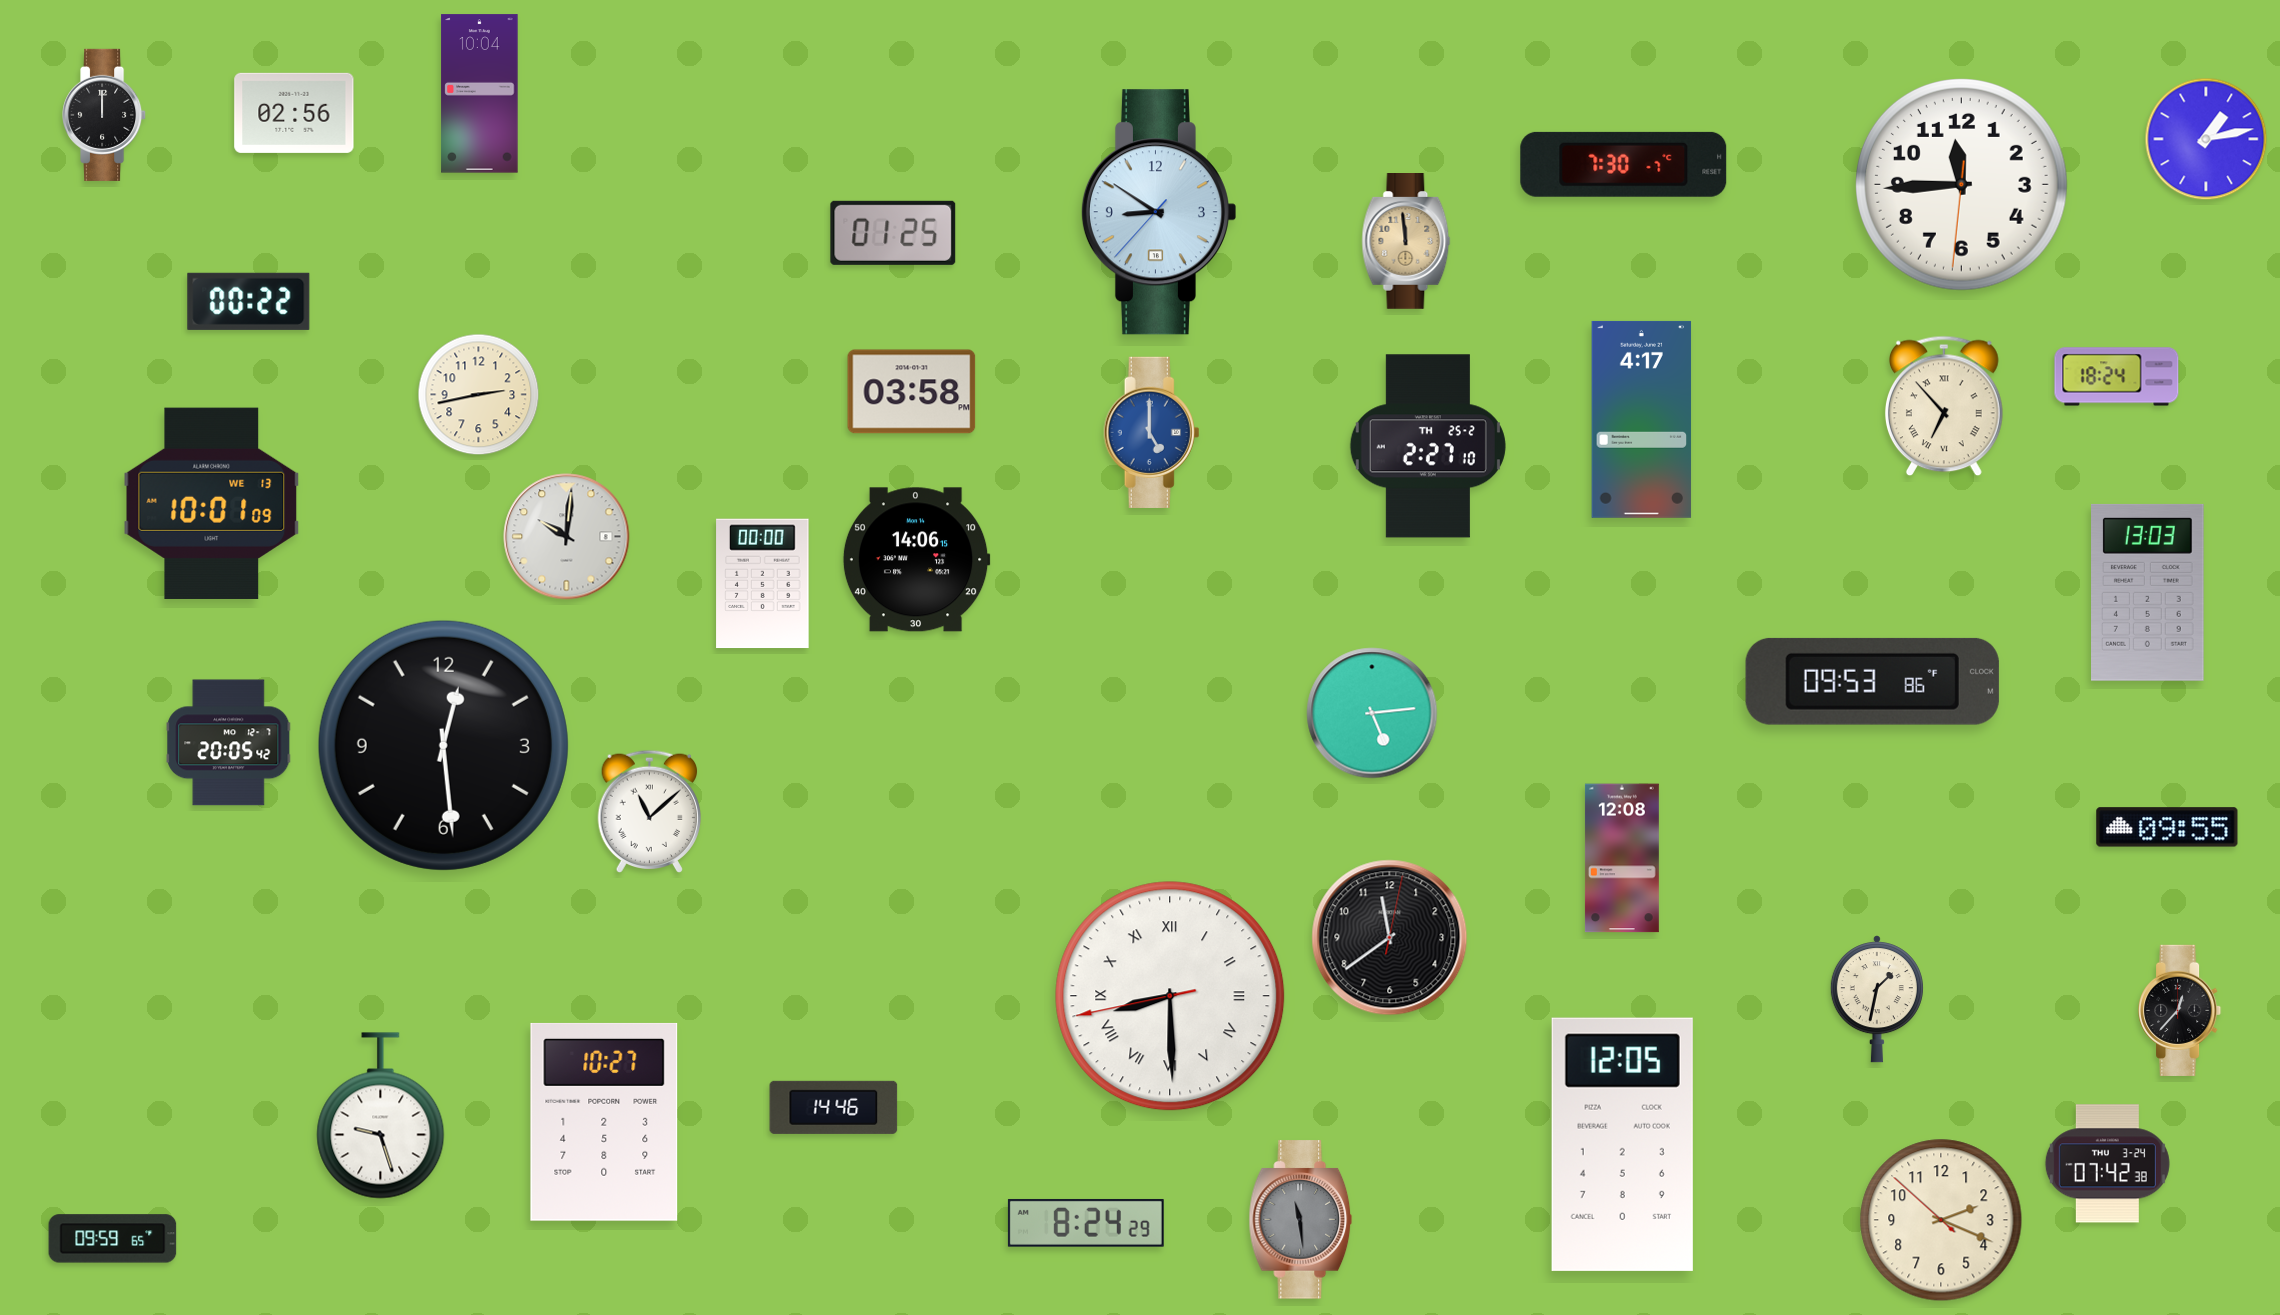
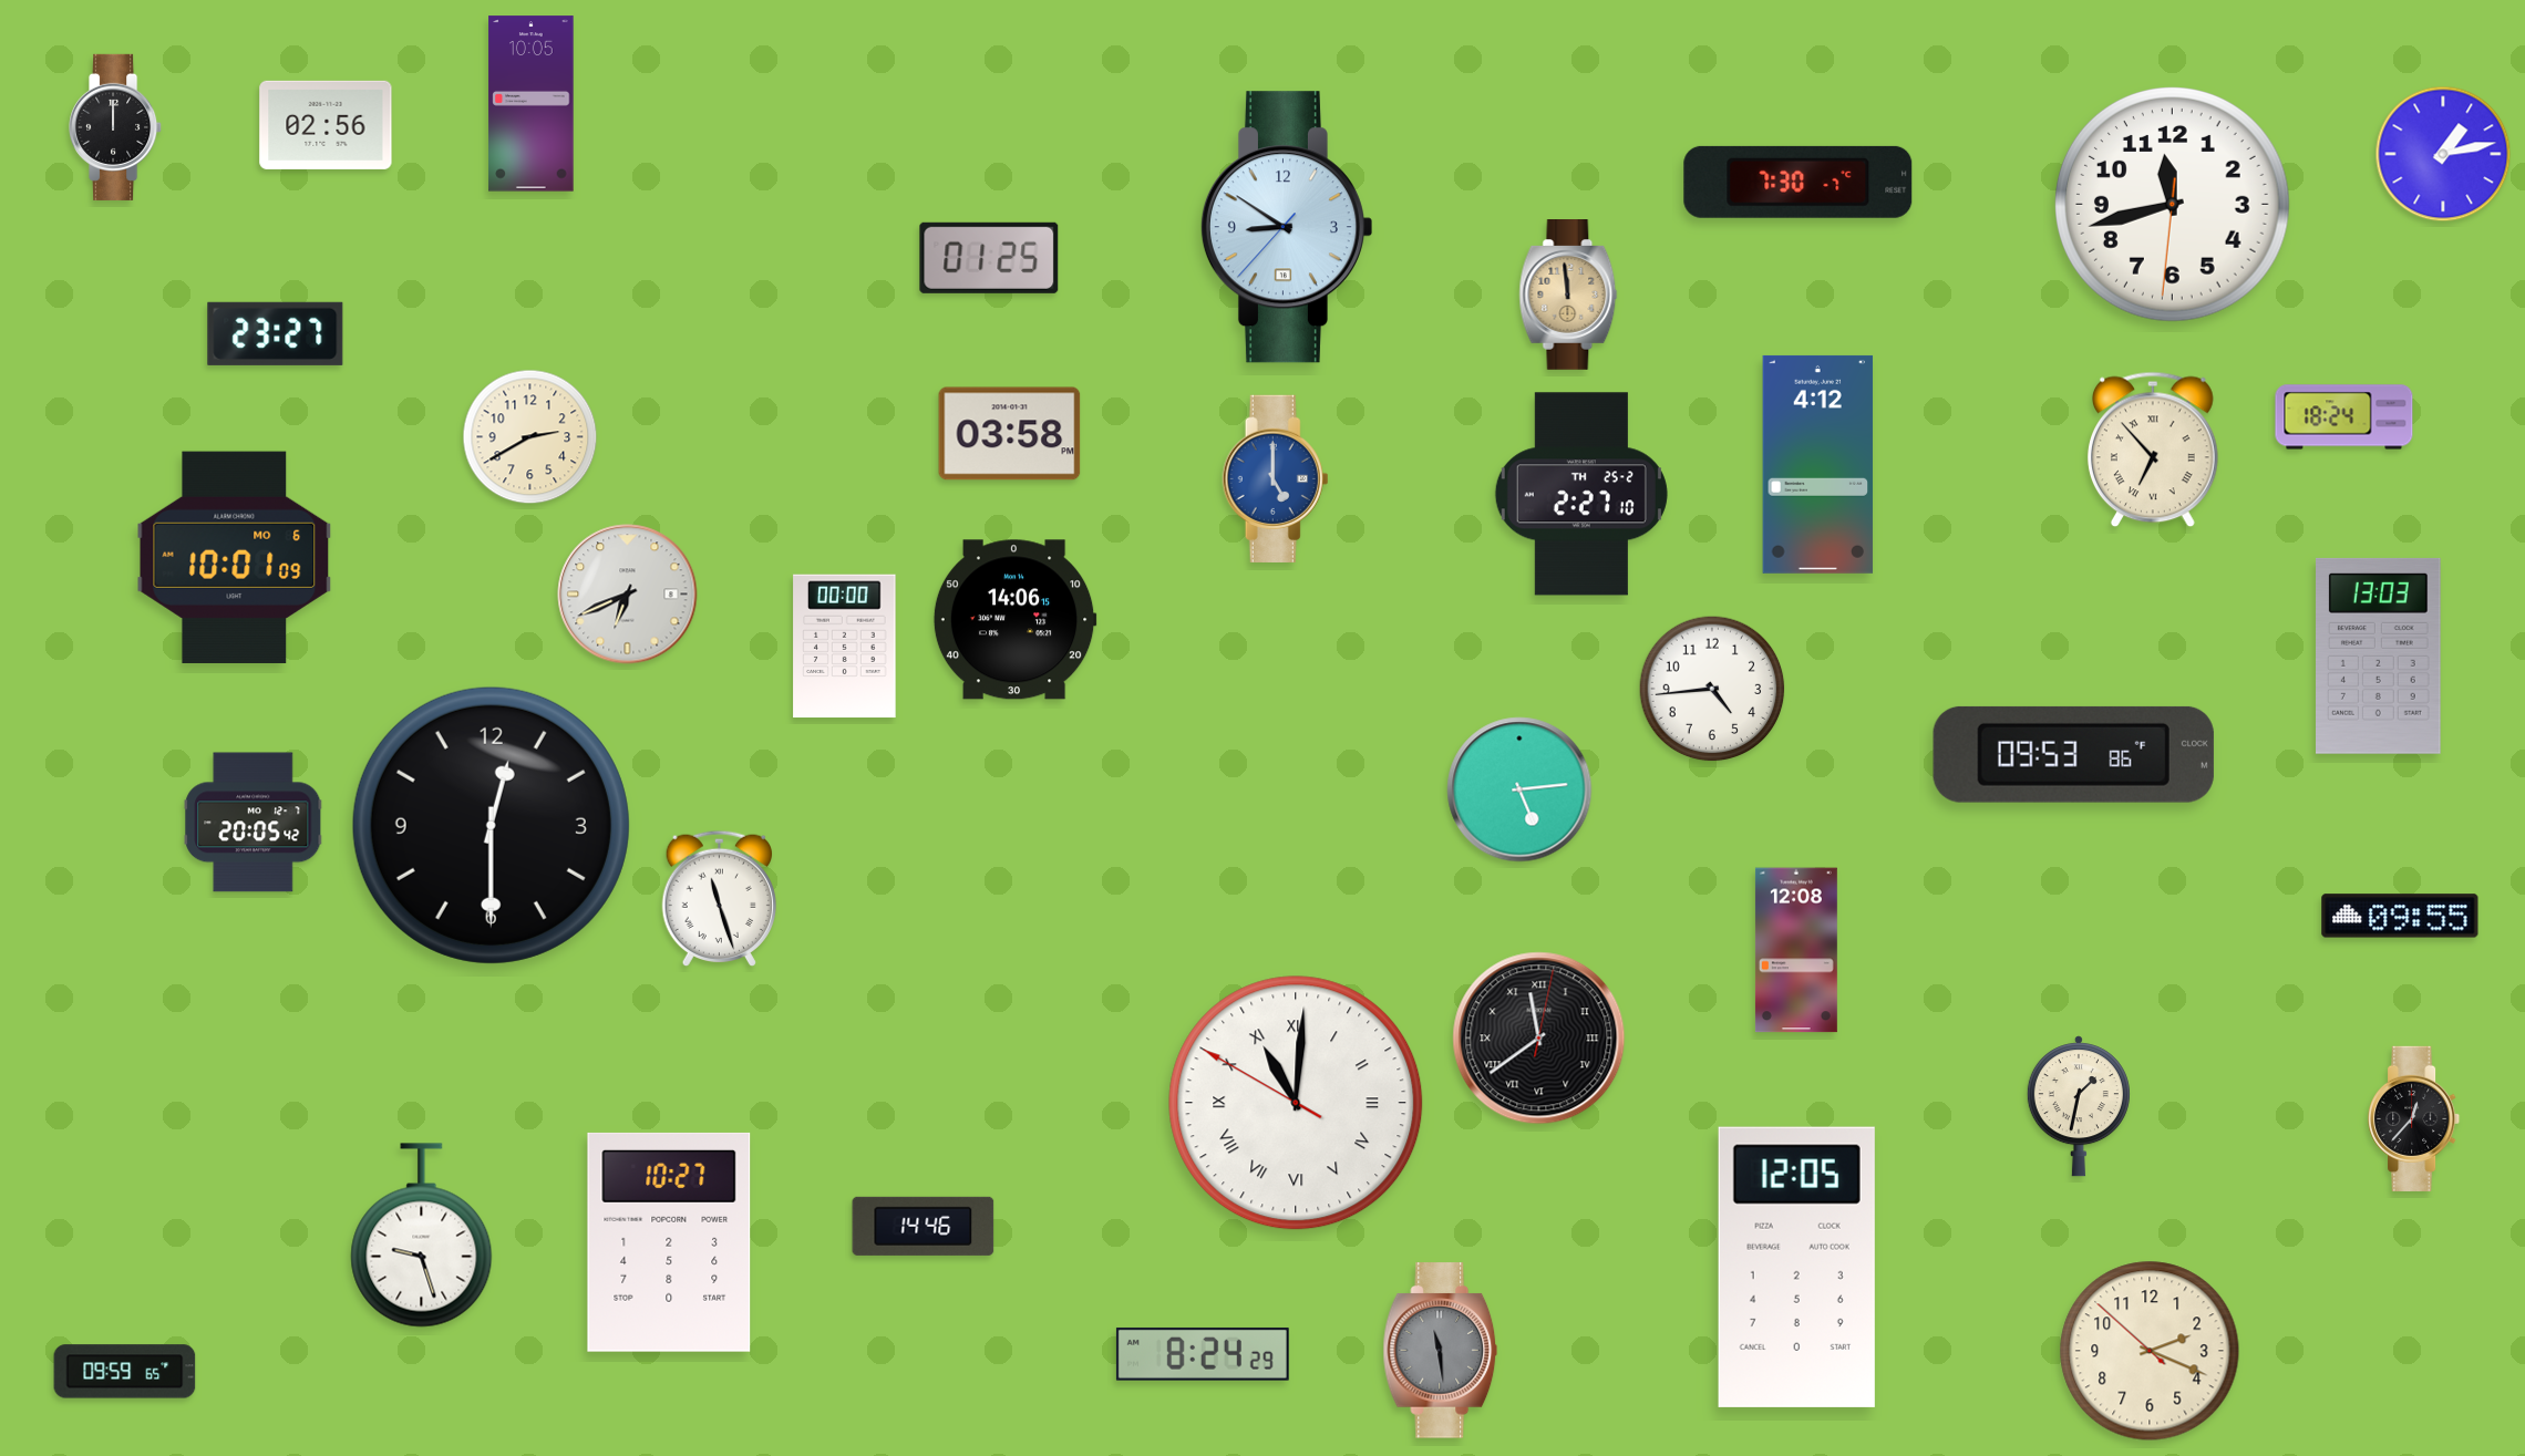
clock at (480, 94): 10:04 -> 10:05
clock at (1962, 185): 11:44 -> 11:42
clock at (1158, 212) position: (1158, 212) -> (1286, 227)
clock at (1406, 242) position: (1406, 242) -> (1568, 296)
clock at (249, 301): 00:22 -> 23:27
clock at (479, 395): 2:43 -> 2:40
clock at (1642, 419): 4:17 -> 4:12
clock at (212, 503) date: WE 13 -> MO 6
clock at (567, 537): 10:01 -> 6:41
clock at (1712, 689): none -> 4:44
clock at (443, 745): 12:29 -> 12:30
clock at (650, 812): 11:08 -> 11:27
clock at (1390, 938) numerals: Arabic -> Roman
clock at (1170, 996): 8:29 -> 11:00
clock at (2107, 1164): 07:42 -> none
